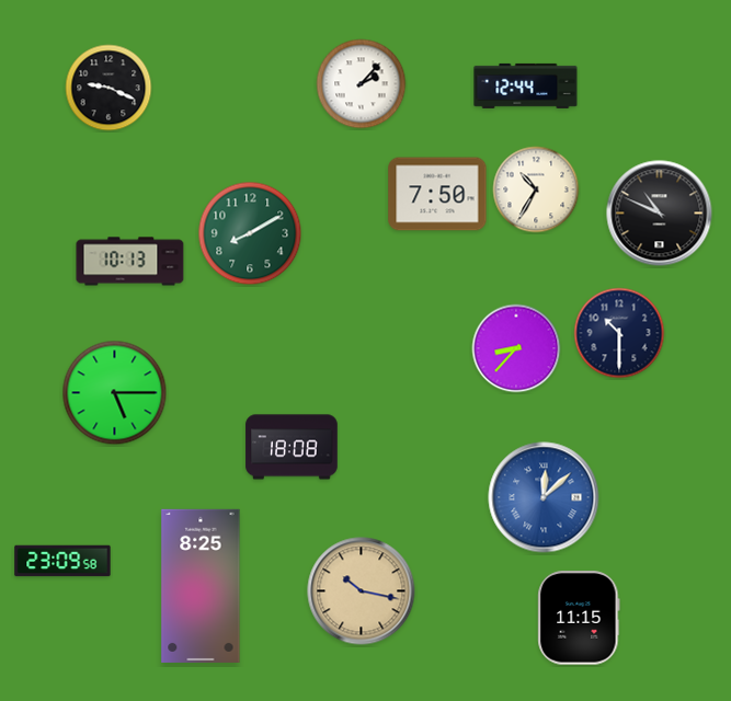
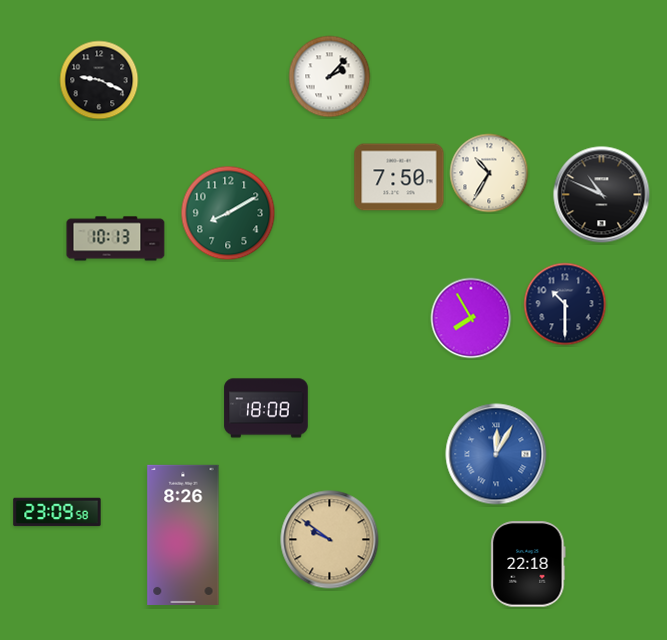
clock at (526, 85): 12:44 -> none
clock at (130, 262) position: (130, 262) -> (116, 239)
clock at (516, 348): 8:37 -> 7:55
clock at (115, 393): 5:15 -> none
clock at (544, 497): 12:08 -> 12:05
clock at (201, 586): 8:25 -> 8:26
clock at (362, 591): 10:17 -> 9:51
clock at (579, 618): 11:15 -> 22:18
